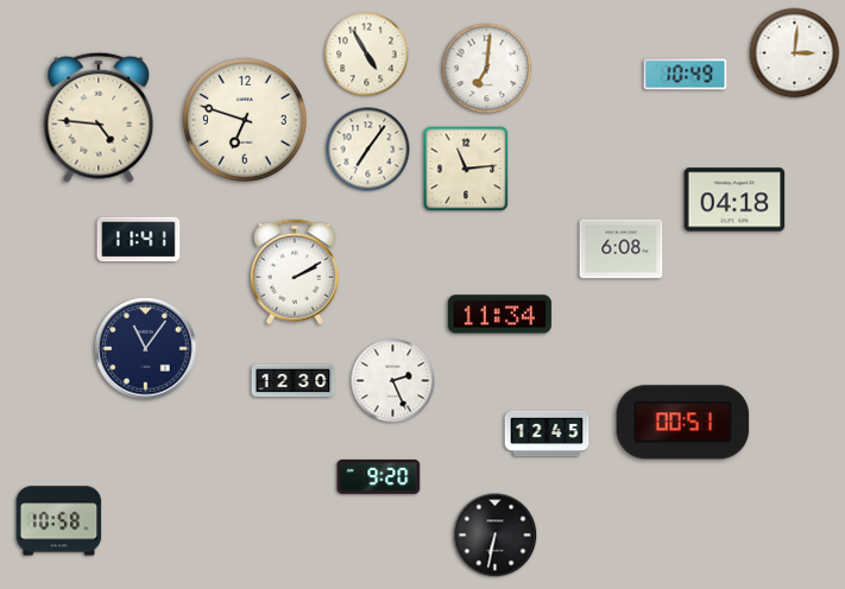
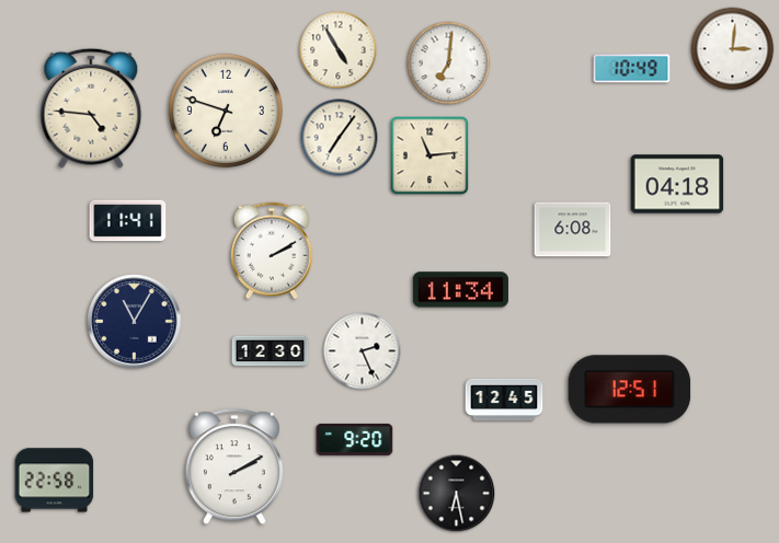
clock at (146, 349): 11:06 -> 11:05
clock at (683, 423): 00:51 -> 12:51
clock at (379, 476) position: (379, 476) -> (355, 439)
clock at (234, 467): none -> 2:10
clock at (59, 521): 10:58 -> 22:58
clock at (496, 536): 6:32 -> 6:28
